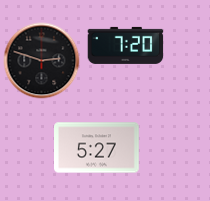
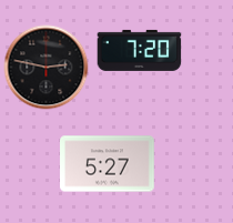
clock at (42, 61): 2:48 -> 2:47
